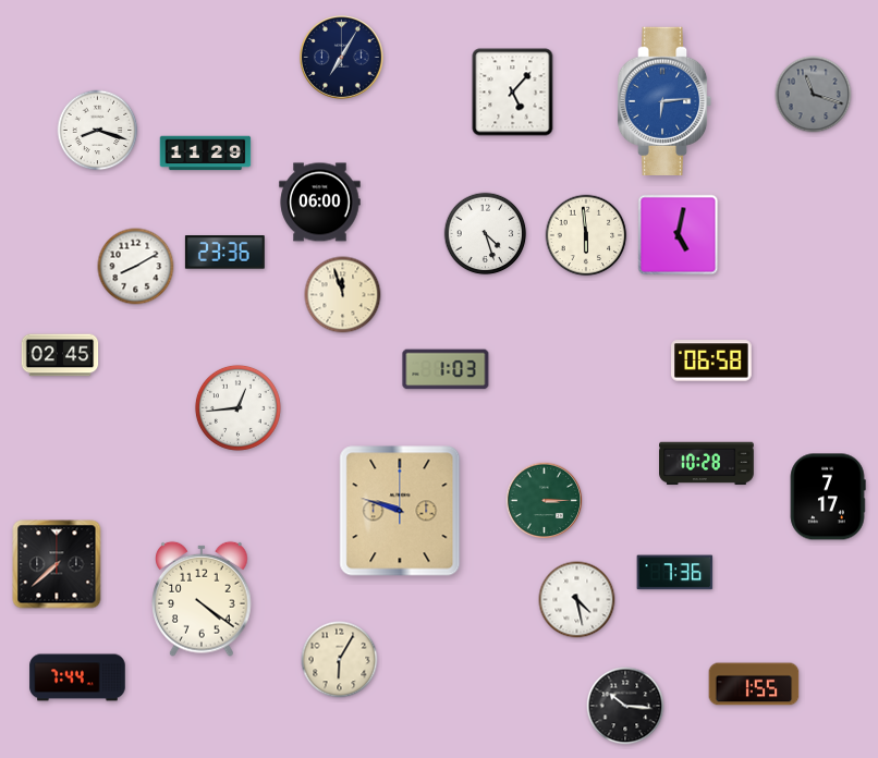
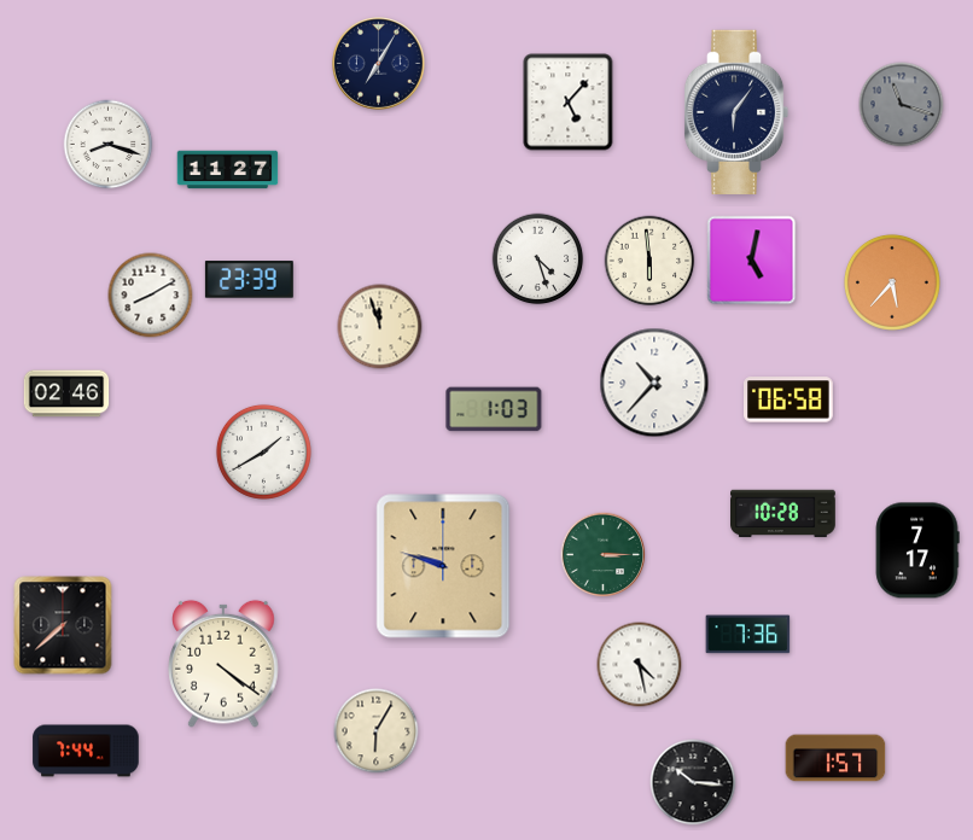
clock at (664, 100): 6:14 -> 6:06
clock at (664, 100) dial: blue -> navy
clock at (206, 154): 11:29 -> 11:27
clock at (320, 203): 06:00 -> none
clock at (224, 253): 23:36 -> 23:39
clock at (892, 282): none -> 5:37
clock at (654, 383): none -> 10:37
clock at (60, 355): 02:45 -> 02:46
clock at (237, 407): 12:44 -> 1:40
clock at (754, 684): 1:55 -> 1:57
